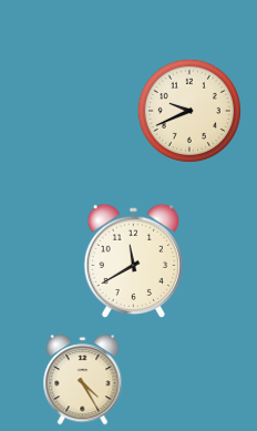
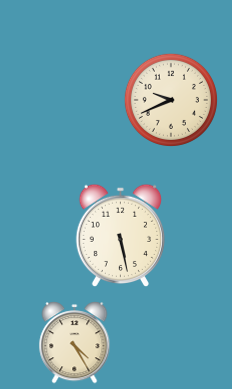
clock at (134, 261): 11:40 -> 5:28
